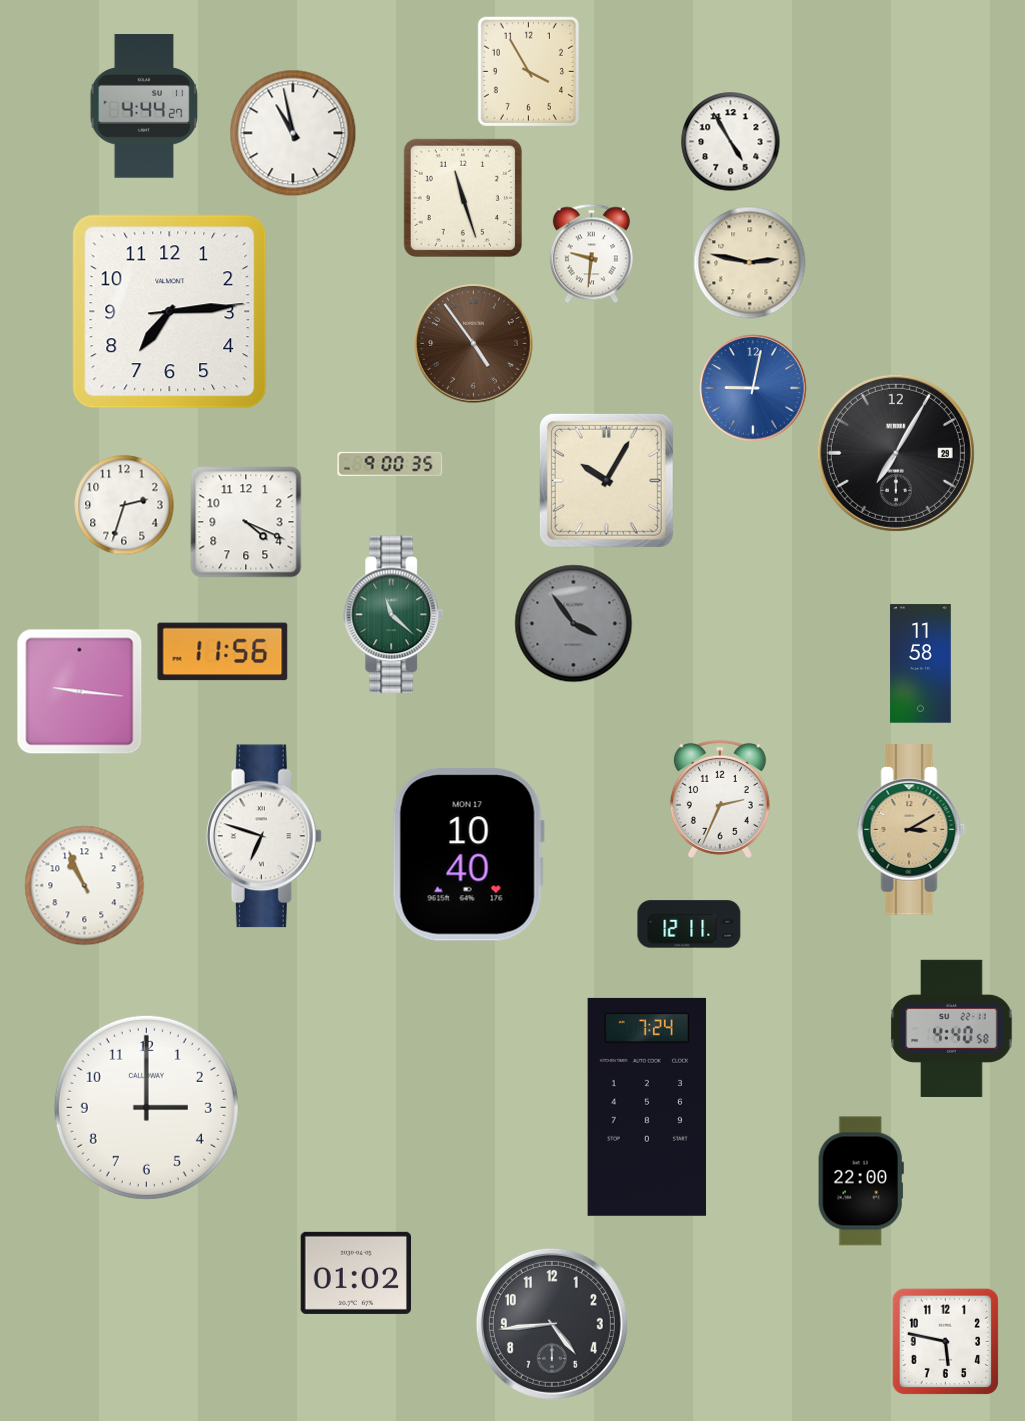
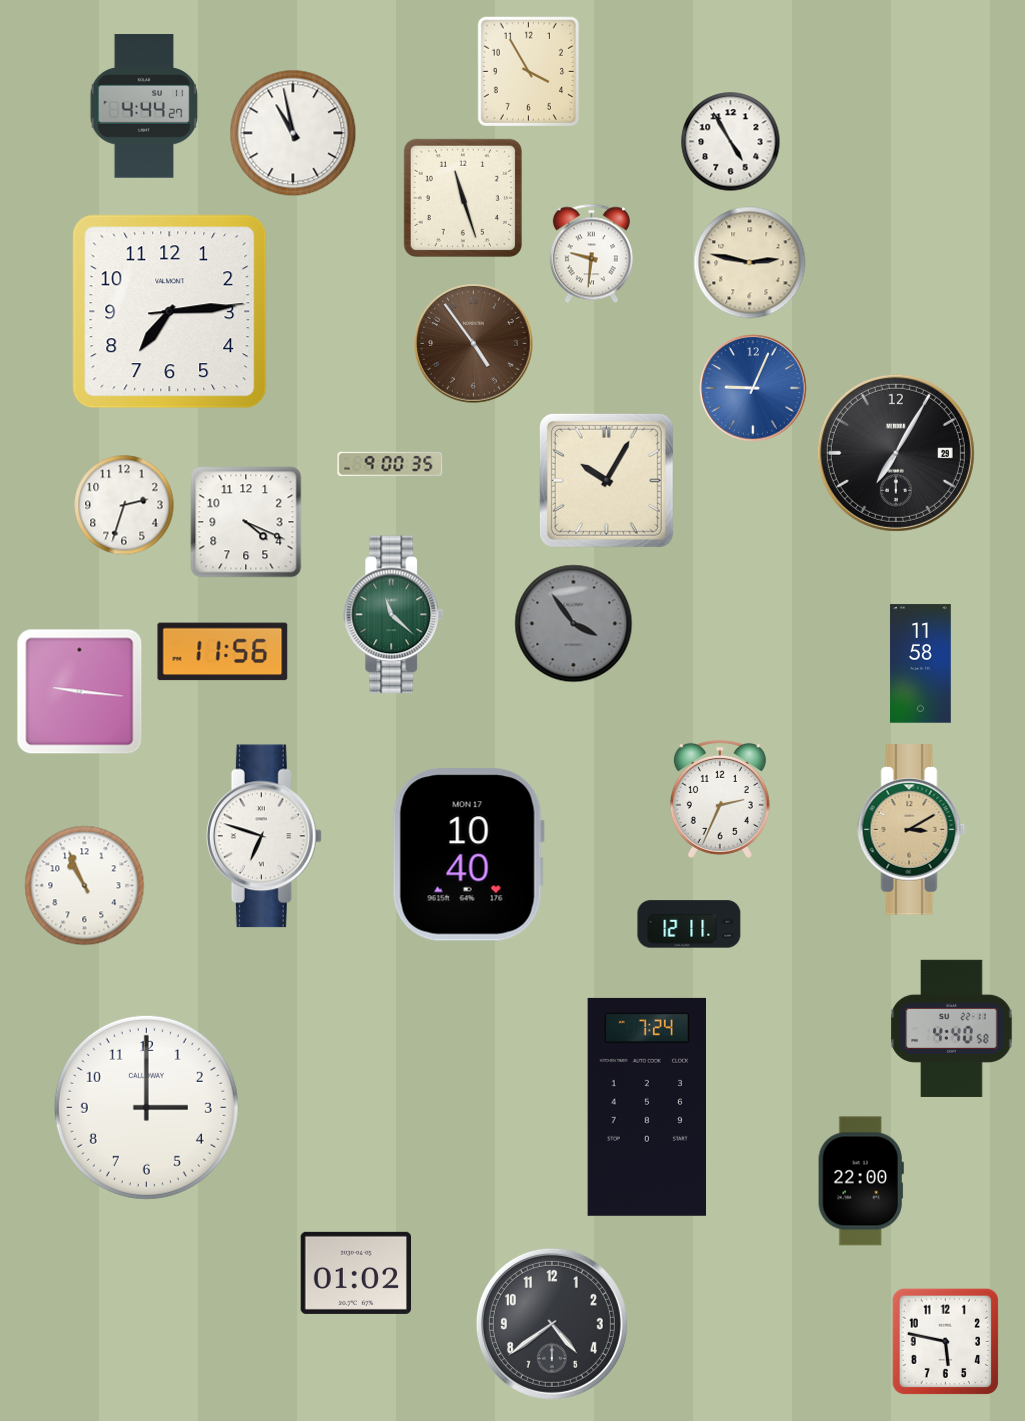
clock at (753, 388): 9:02 -> 9:04
clock at (552, 1324): 4:44 -> 4:39
